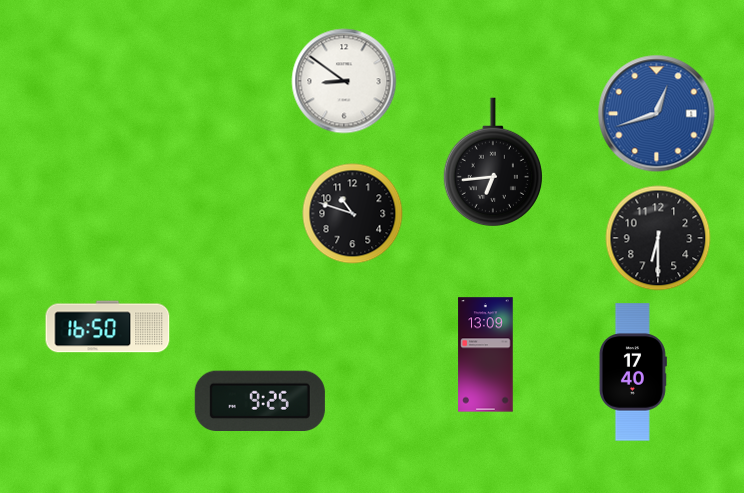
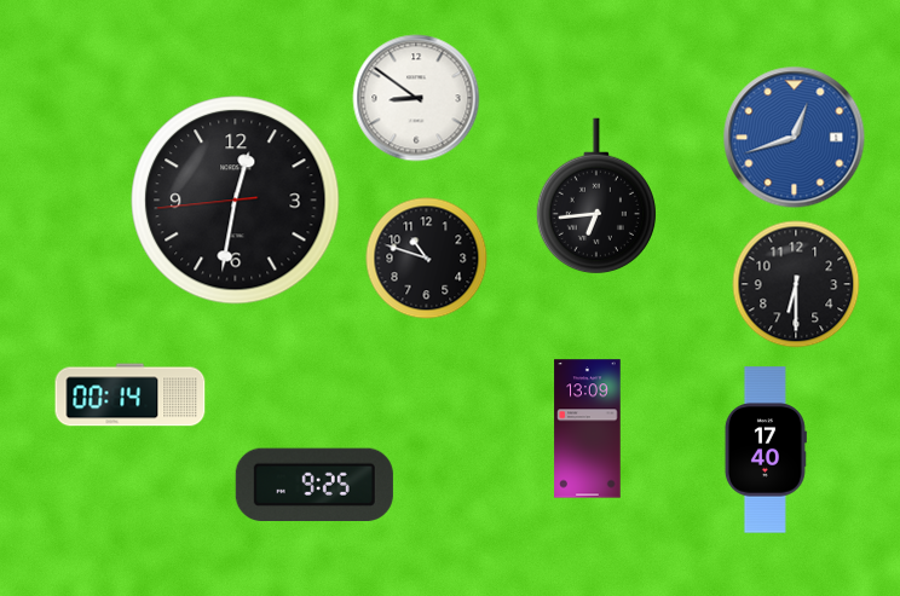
clock at (236, 201): none -> 12:31
clock at (658, 238) position: (658, 238) -> (796, 284)
clock at (108, 327): 16:50 -> 00:14
